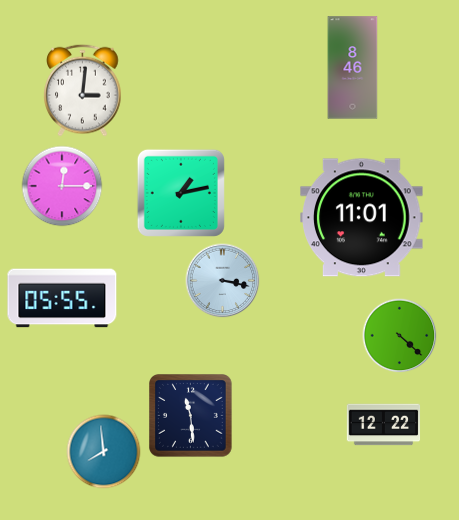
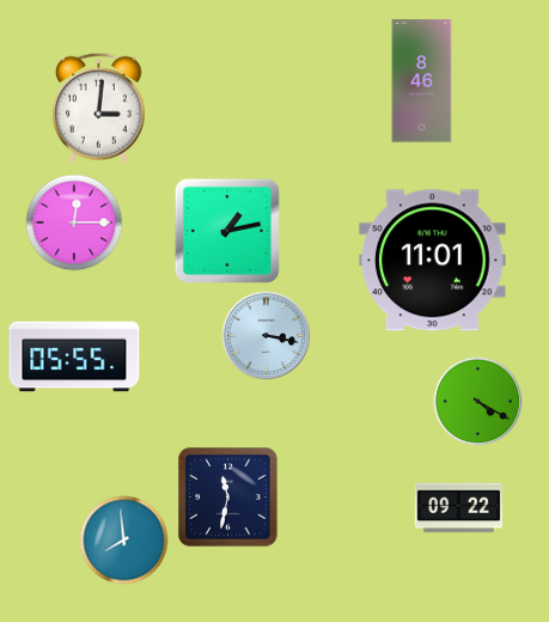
clock at (181, 193) position: (181, 193) -> (227, 231)
clock at (400, 336): 4:22 -> 4:20
clock at (191, 416): 11:29 -> 11:32
clock at (384, 425): 12:22 -> 09:22
